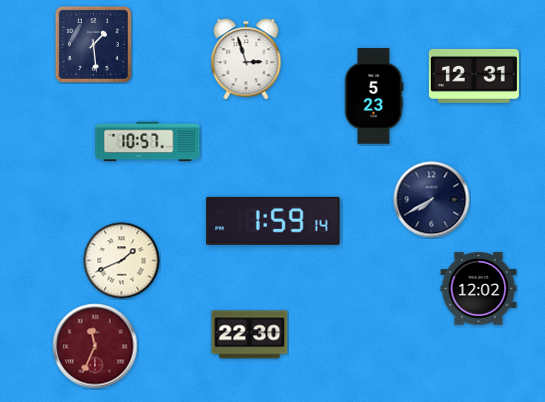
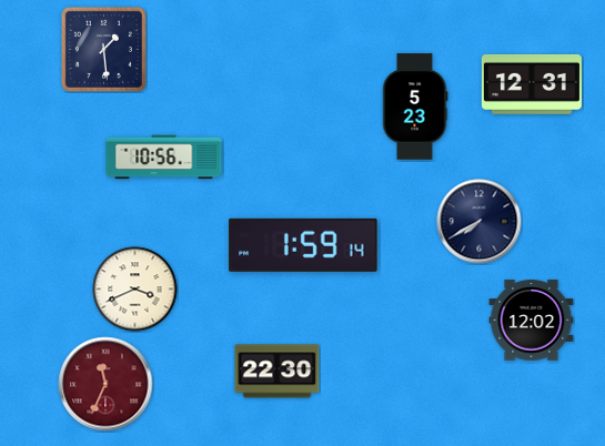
clock at (246, 59): 2:57 -> none
clock at (474, 76) position: (474, 76) -> (532, 84)
clock at (148, 142): 10:57 -> 10:56
clock at (122, 261): 1:41 -> 3:41
